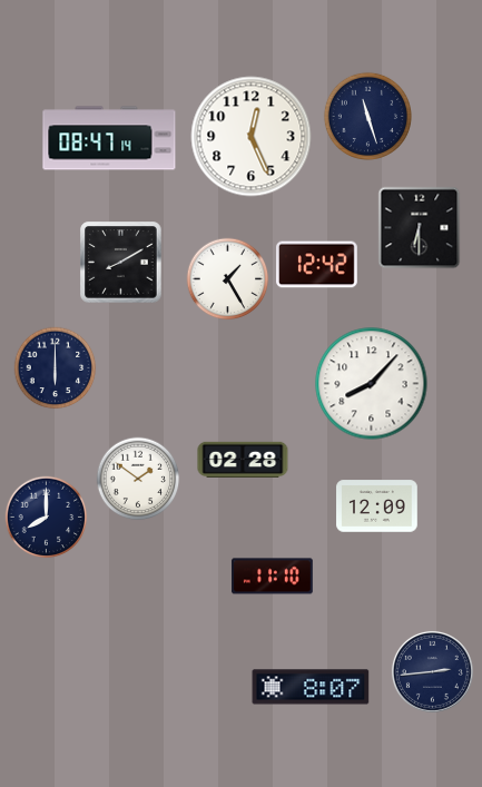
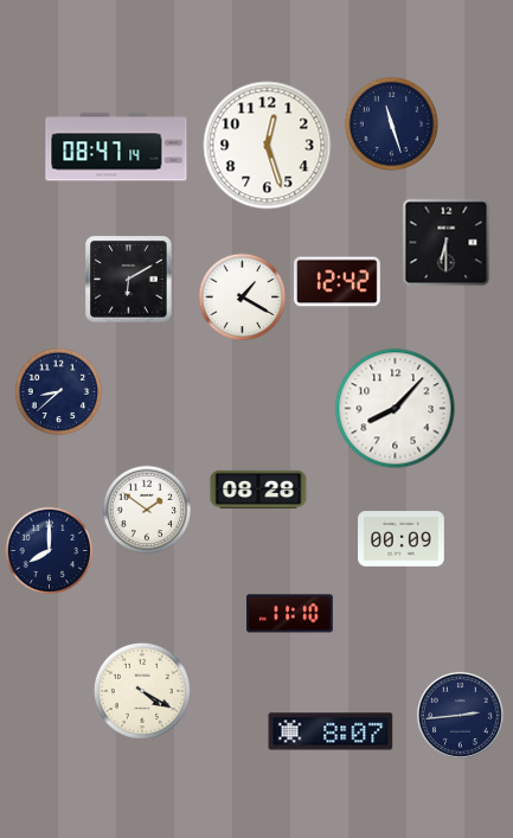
clock at (252, 137): 12:26 -> 12:27
clock at (121, 263): 8:10 -> 6:10
clock at (228, 279): 1:25 -> 1:20
clock at (56, 368): 6:00 -> 8:38
clock at (243, 460): 02:28 -> 08:28
clock at (377, 506): 12:09 -> 00:09
clock at (142, 691): none -> 4:20
